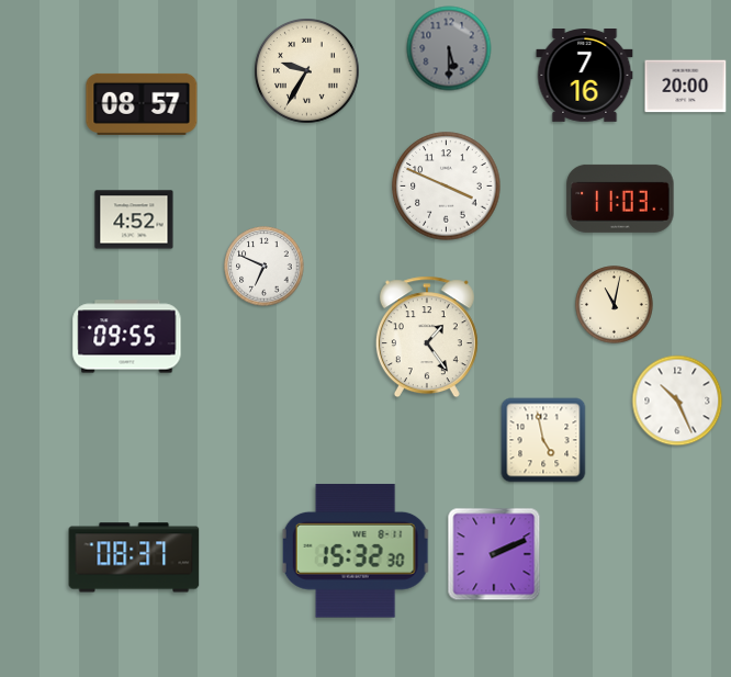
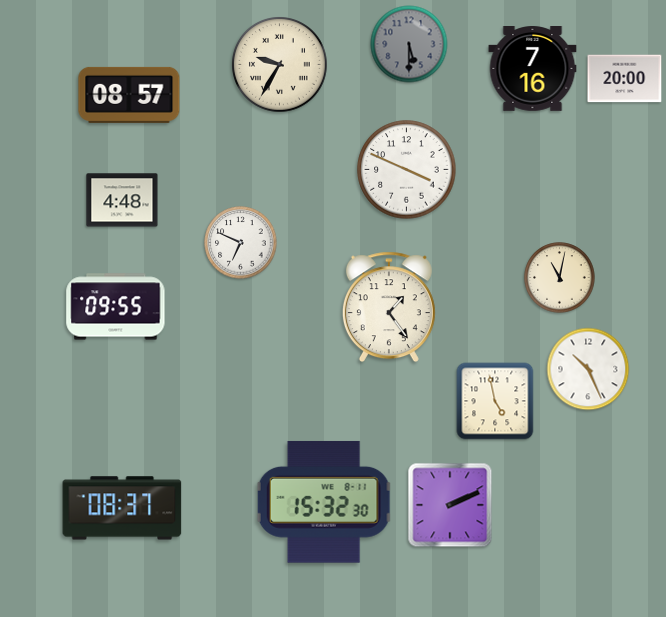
clock at (620, 199): 11:03 -> none
clock at (134, 219): 4:52 -> 4:48
clock at (677, 400) position: (677, 400) -> (588, 369)
